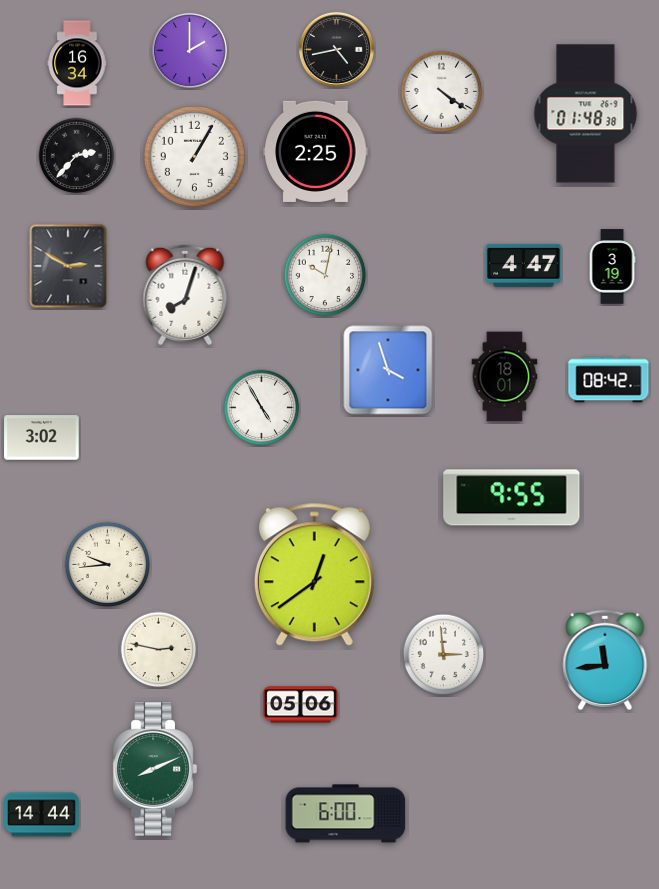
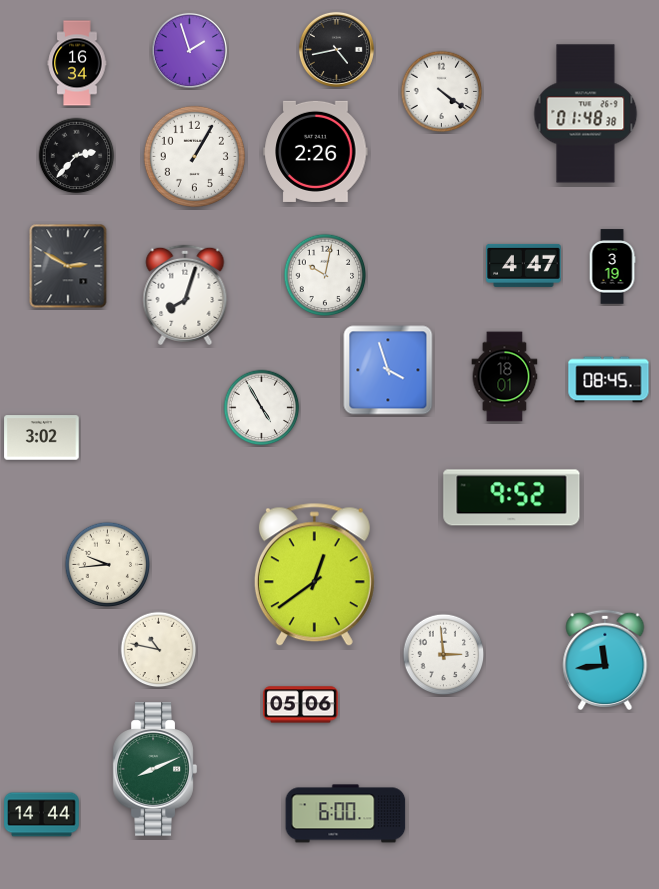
clock at (189, 50): 2:00 -> 1:57
clock at (316, 151): 2:25 -> 2:26
clock at (609, 380): 08:42 -> 08:45
clock at (512, 498): 9:55 -> 9:52
clock at (159, 650): 2:47 -> 10:47
